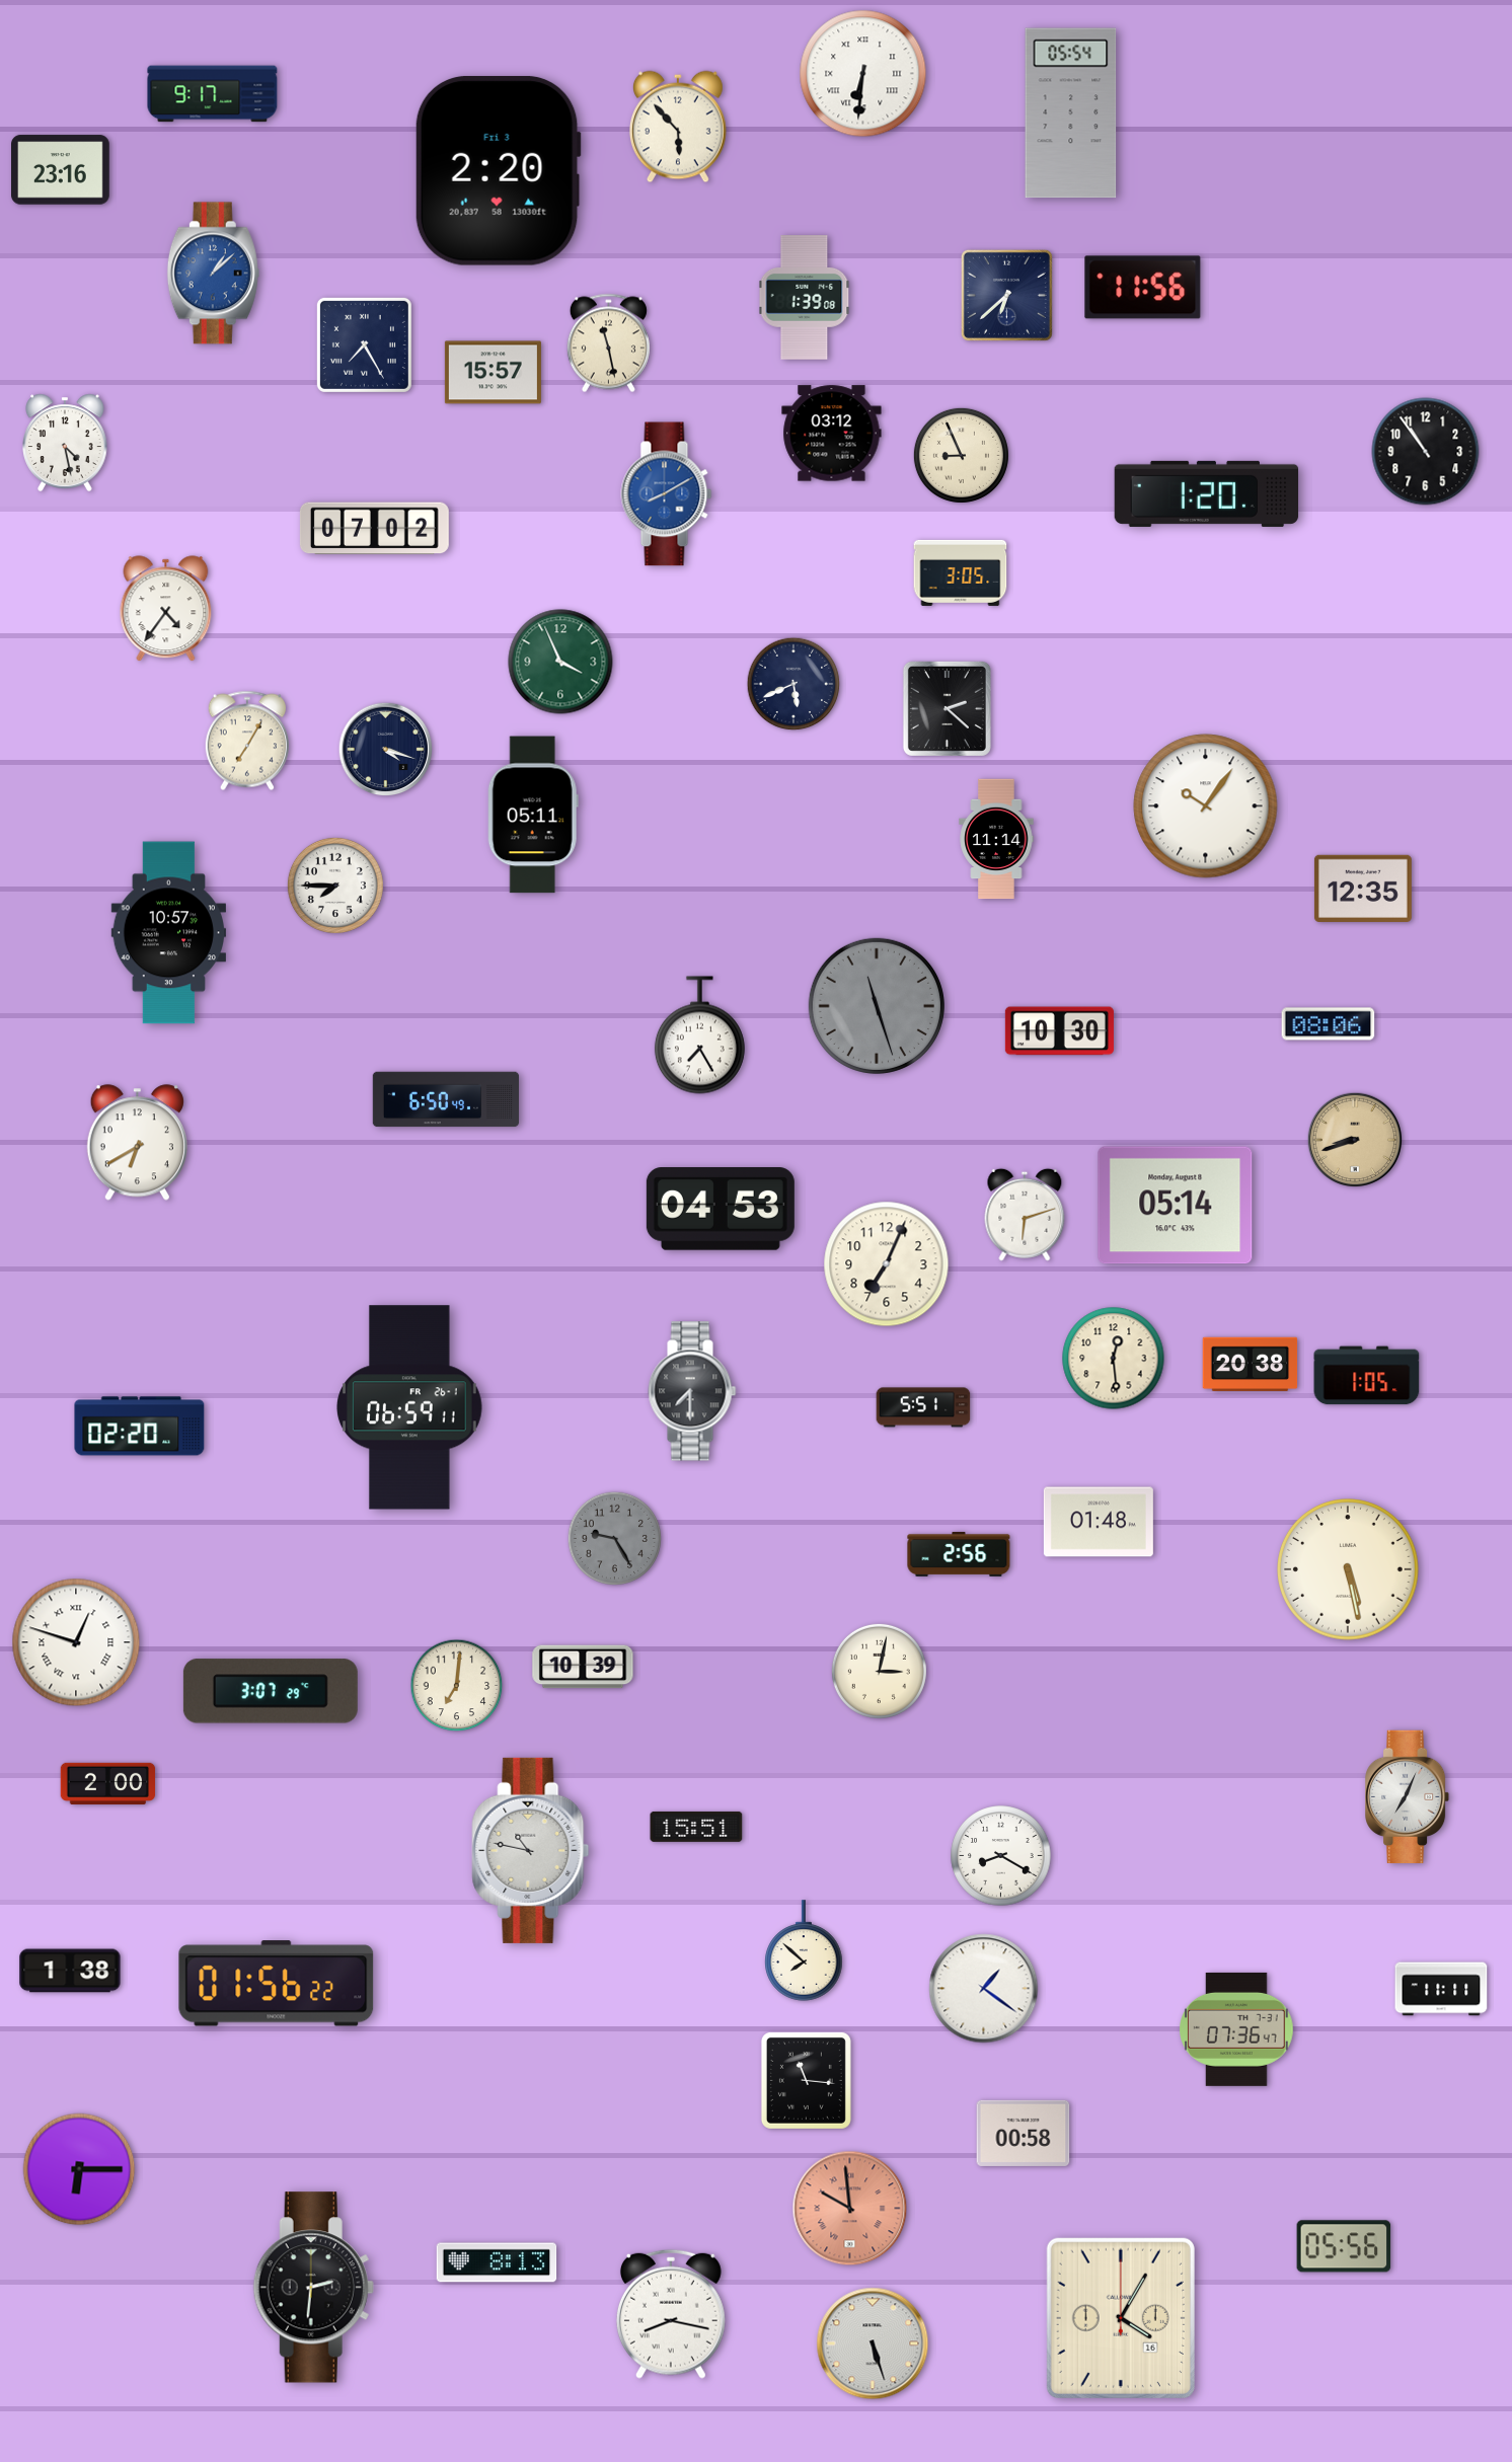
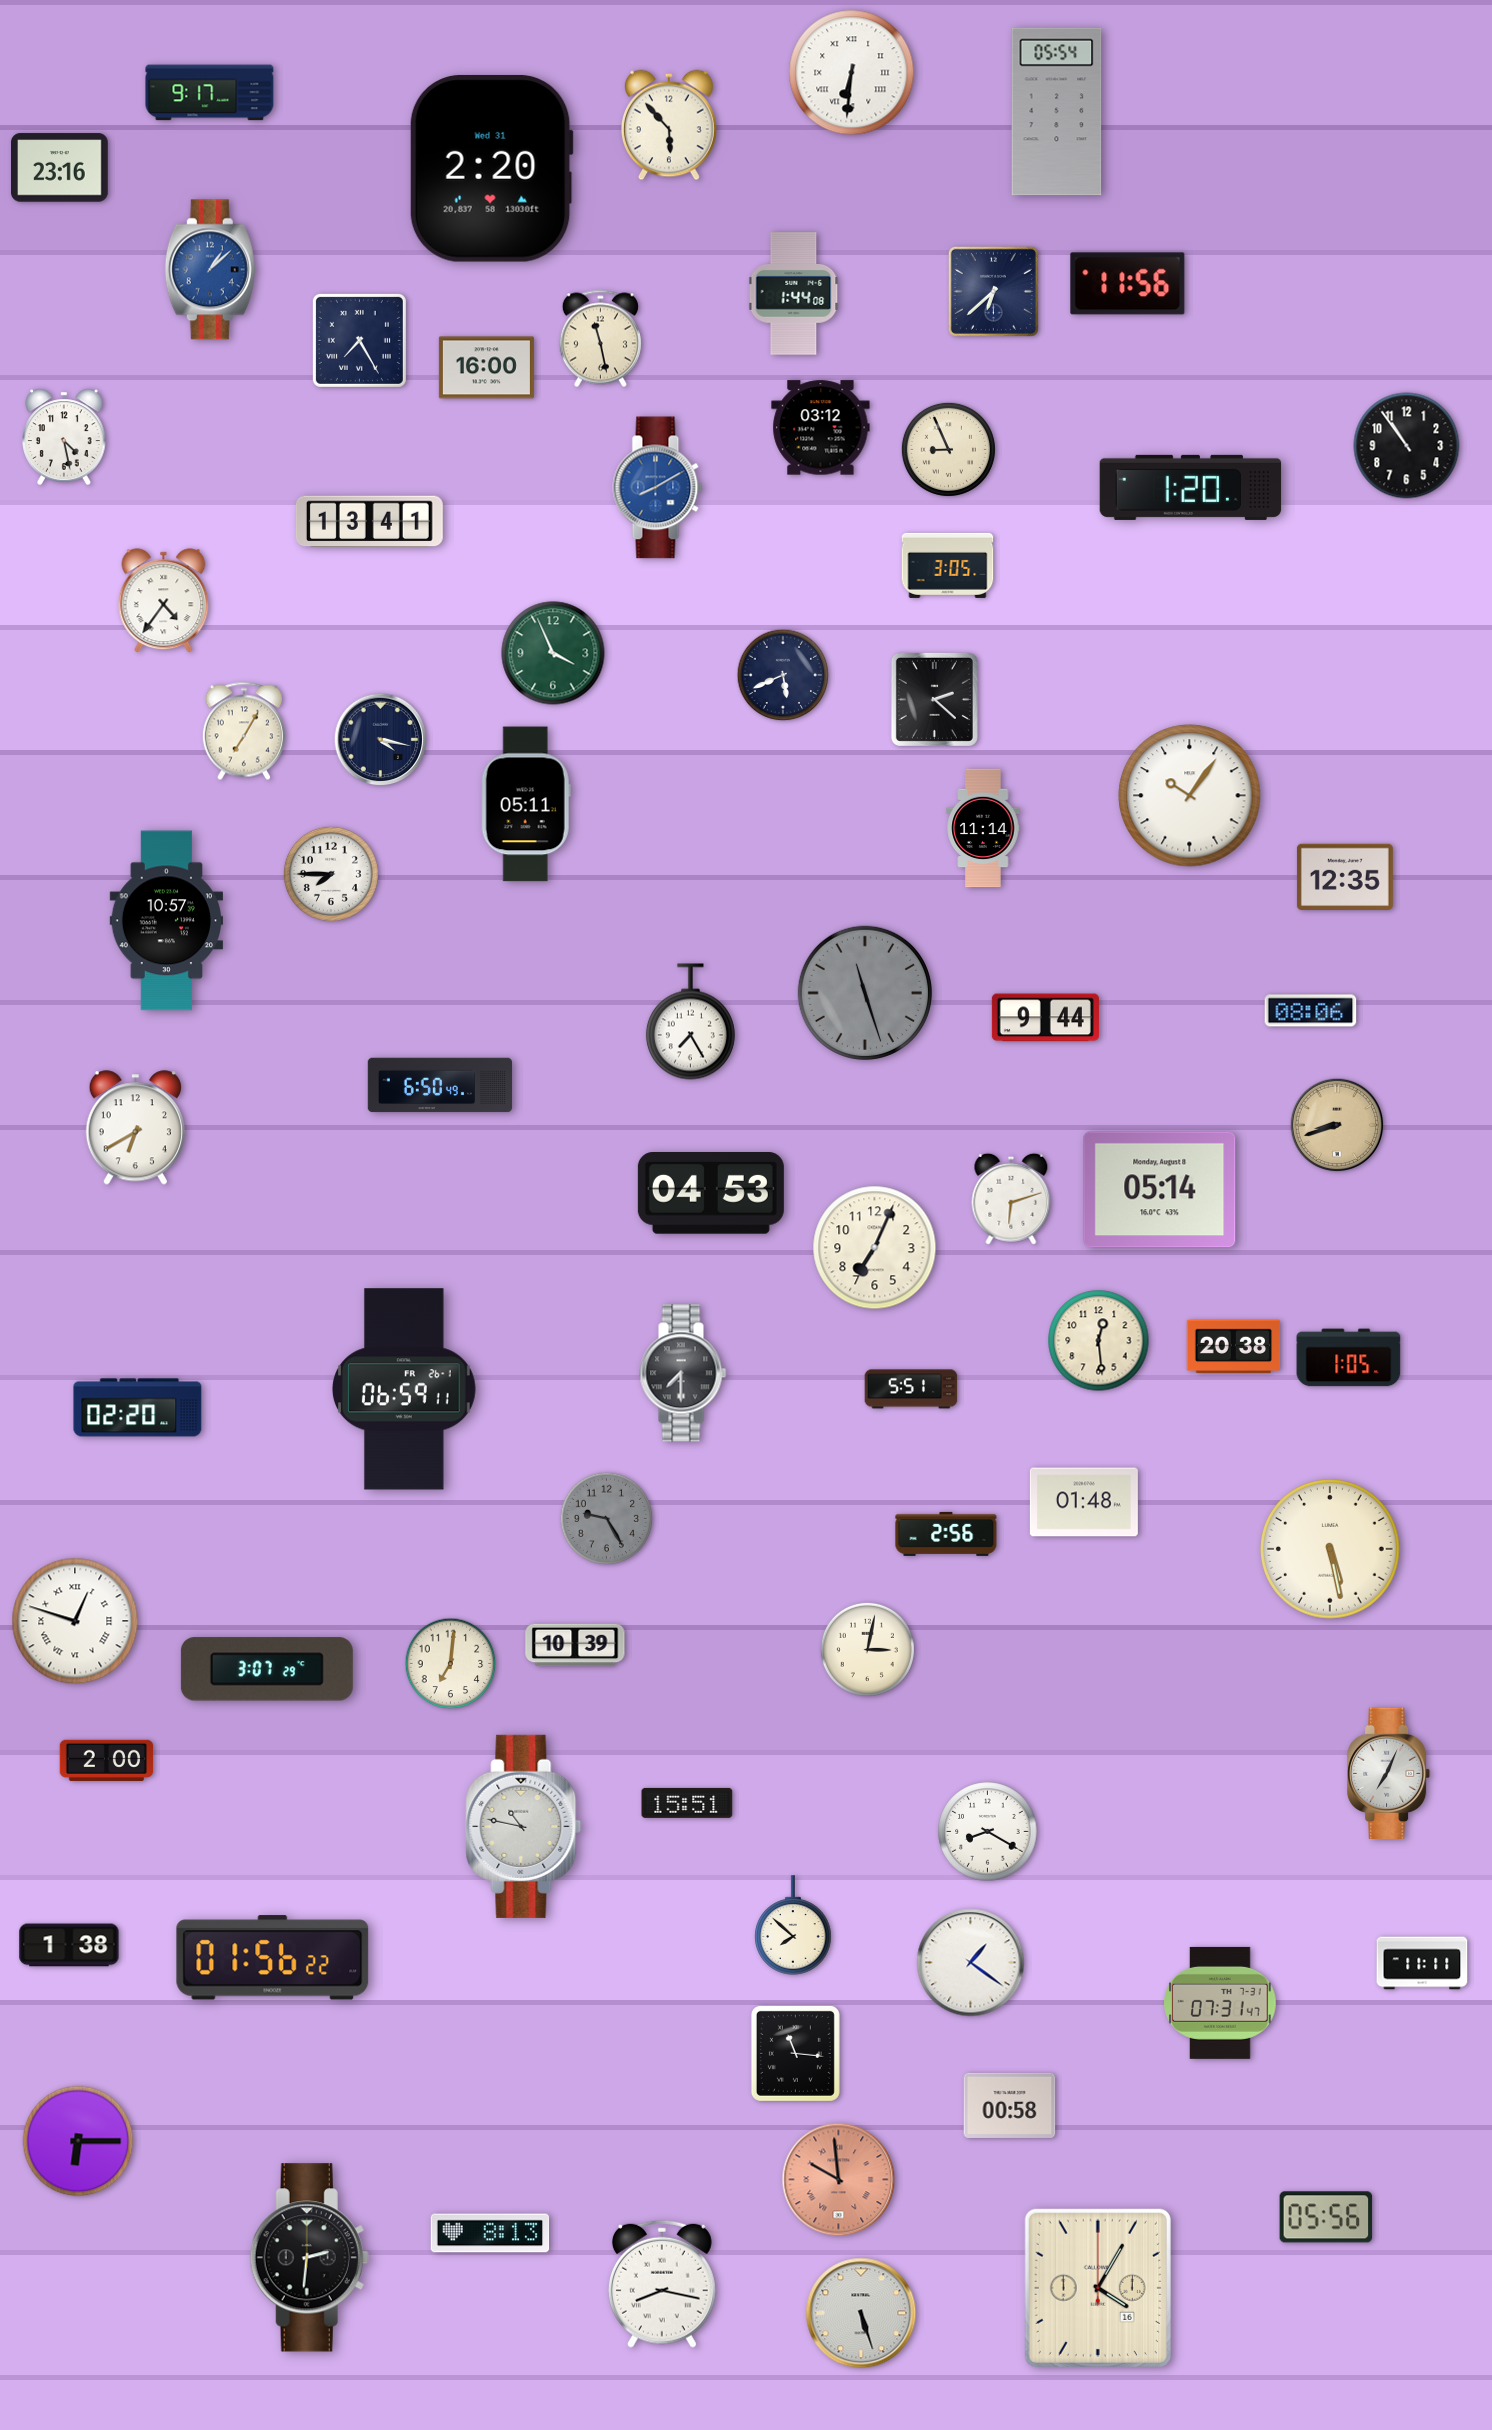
clock at (498, 170) date: Fri 3 -> Wed 31
clock at (805, 298): 1:39 -> 1:44
clock at (493, 373): 15:57 -> 16:00
clock at (374, 529): 07:02 -> 13:41
clock at (386, 750): 4:18 -> 4:17
clock at (1059, 1031): 10:30 -> 9:44
clock at (1236, 2029): 07:36 -> 07:31
clock at (1121, 2318) position: (1121, 2318) -> (1098, 2288)
